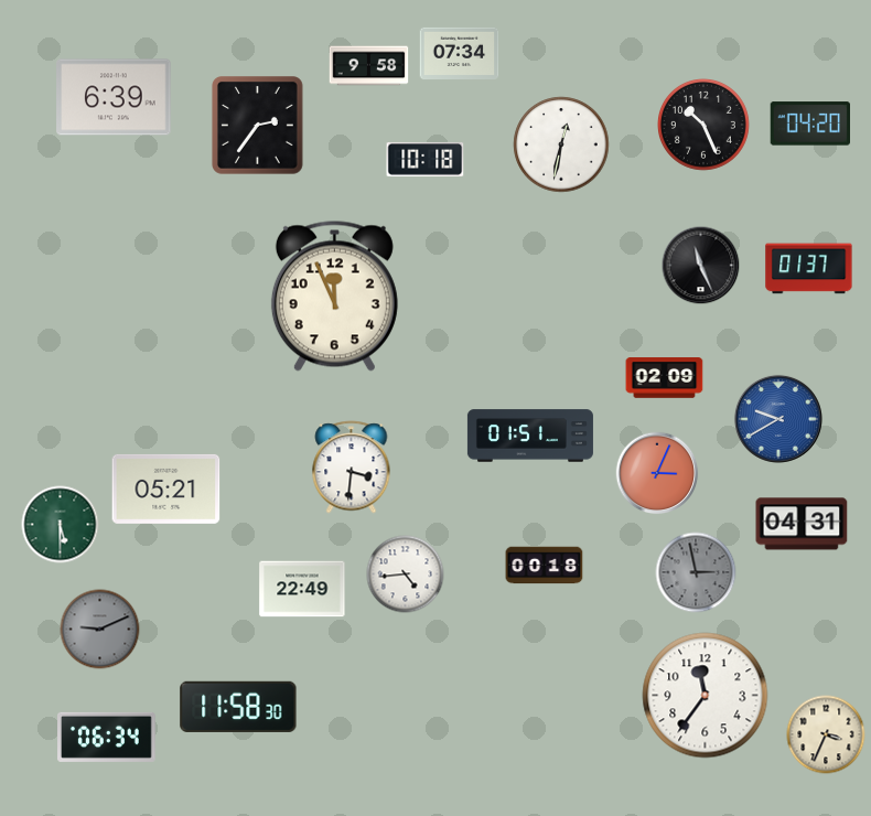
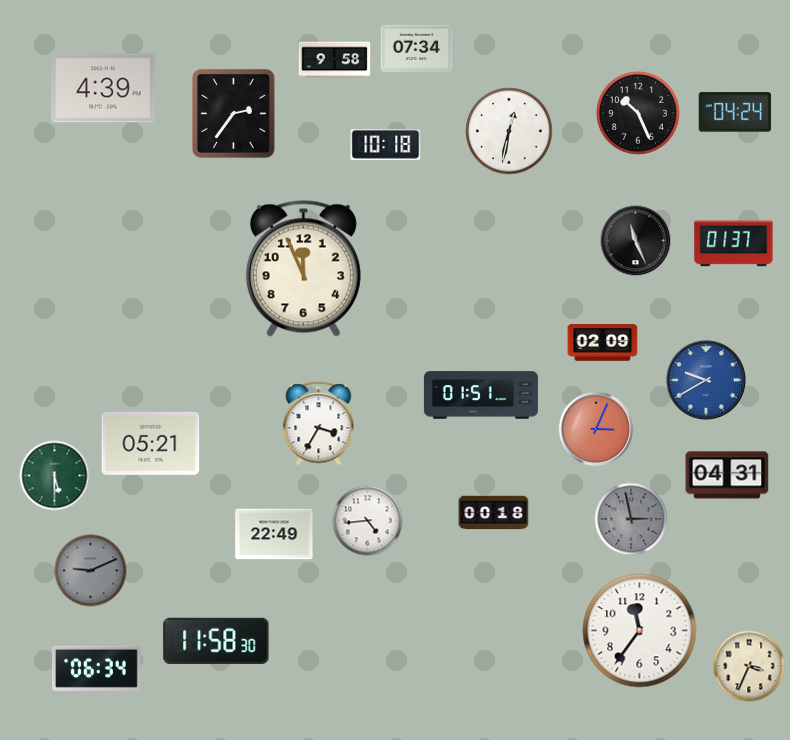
clock at (114, 97): 6:39 -> 4:39
clock at (809, 124): 04:20 -> 04:24
clock at (352, 468): 3:31 -> 3:35
